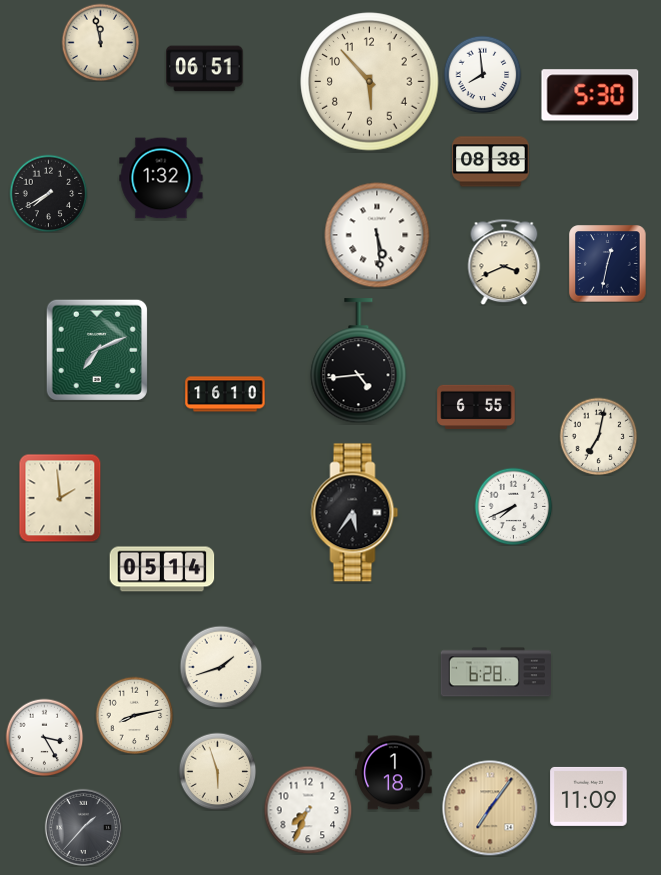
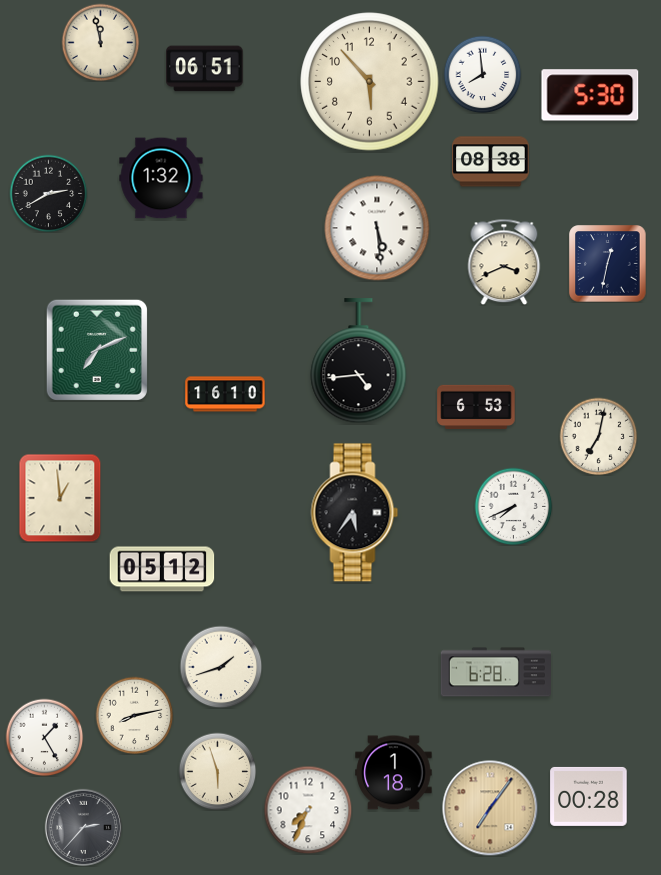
clock at (48, 193): 7:40 -> 2:40
clock at (377, 235) position: (377, 235) -> (377, 228)
clock at (476, 406): 6:55 -> 6:53
clock at (60, 498): 1:59 -> 12:59
clock at (162, 569): 05:14 -> 05:12
clock at (44, 737): 3:25 -> 1:25
clock at (589, 796): 11:09 -> 00:28
clock at (83, 827): 1:37 -> 2:37
